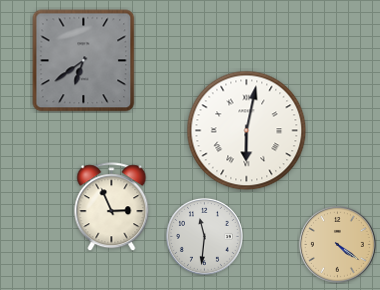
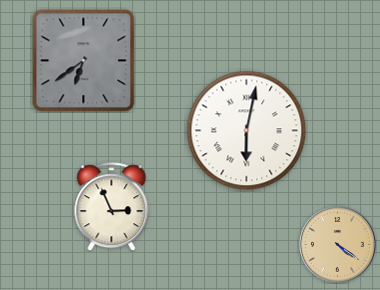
clock at (204, 236): 11:31 -> none
